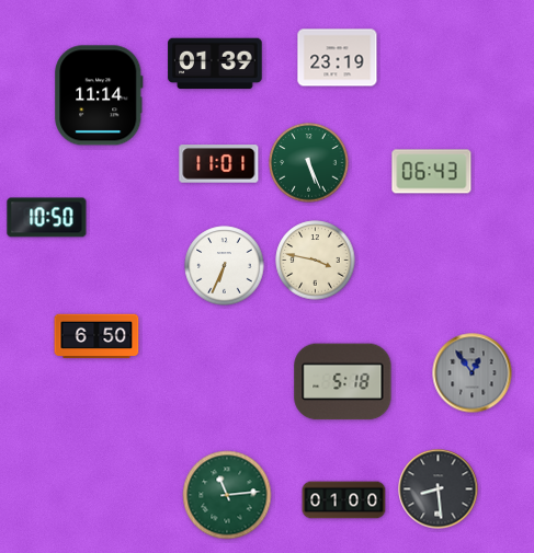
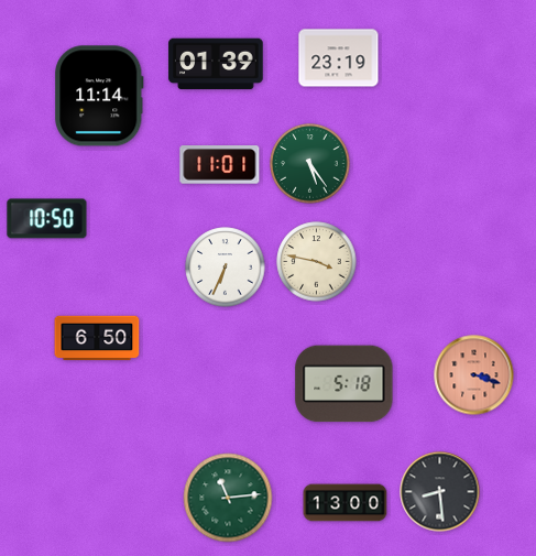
clock at (309, 163): 5:26 -> 5:24
clock at (432, 172): 06:43 -> none
clock at (473, 373): 12:54 -> 3:18
clock at (473, 373) dial: grey -> salmon
clock at (344, 500): 01:00 -> 13:00
